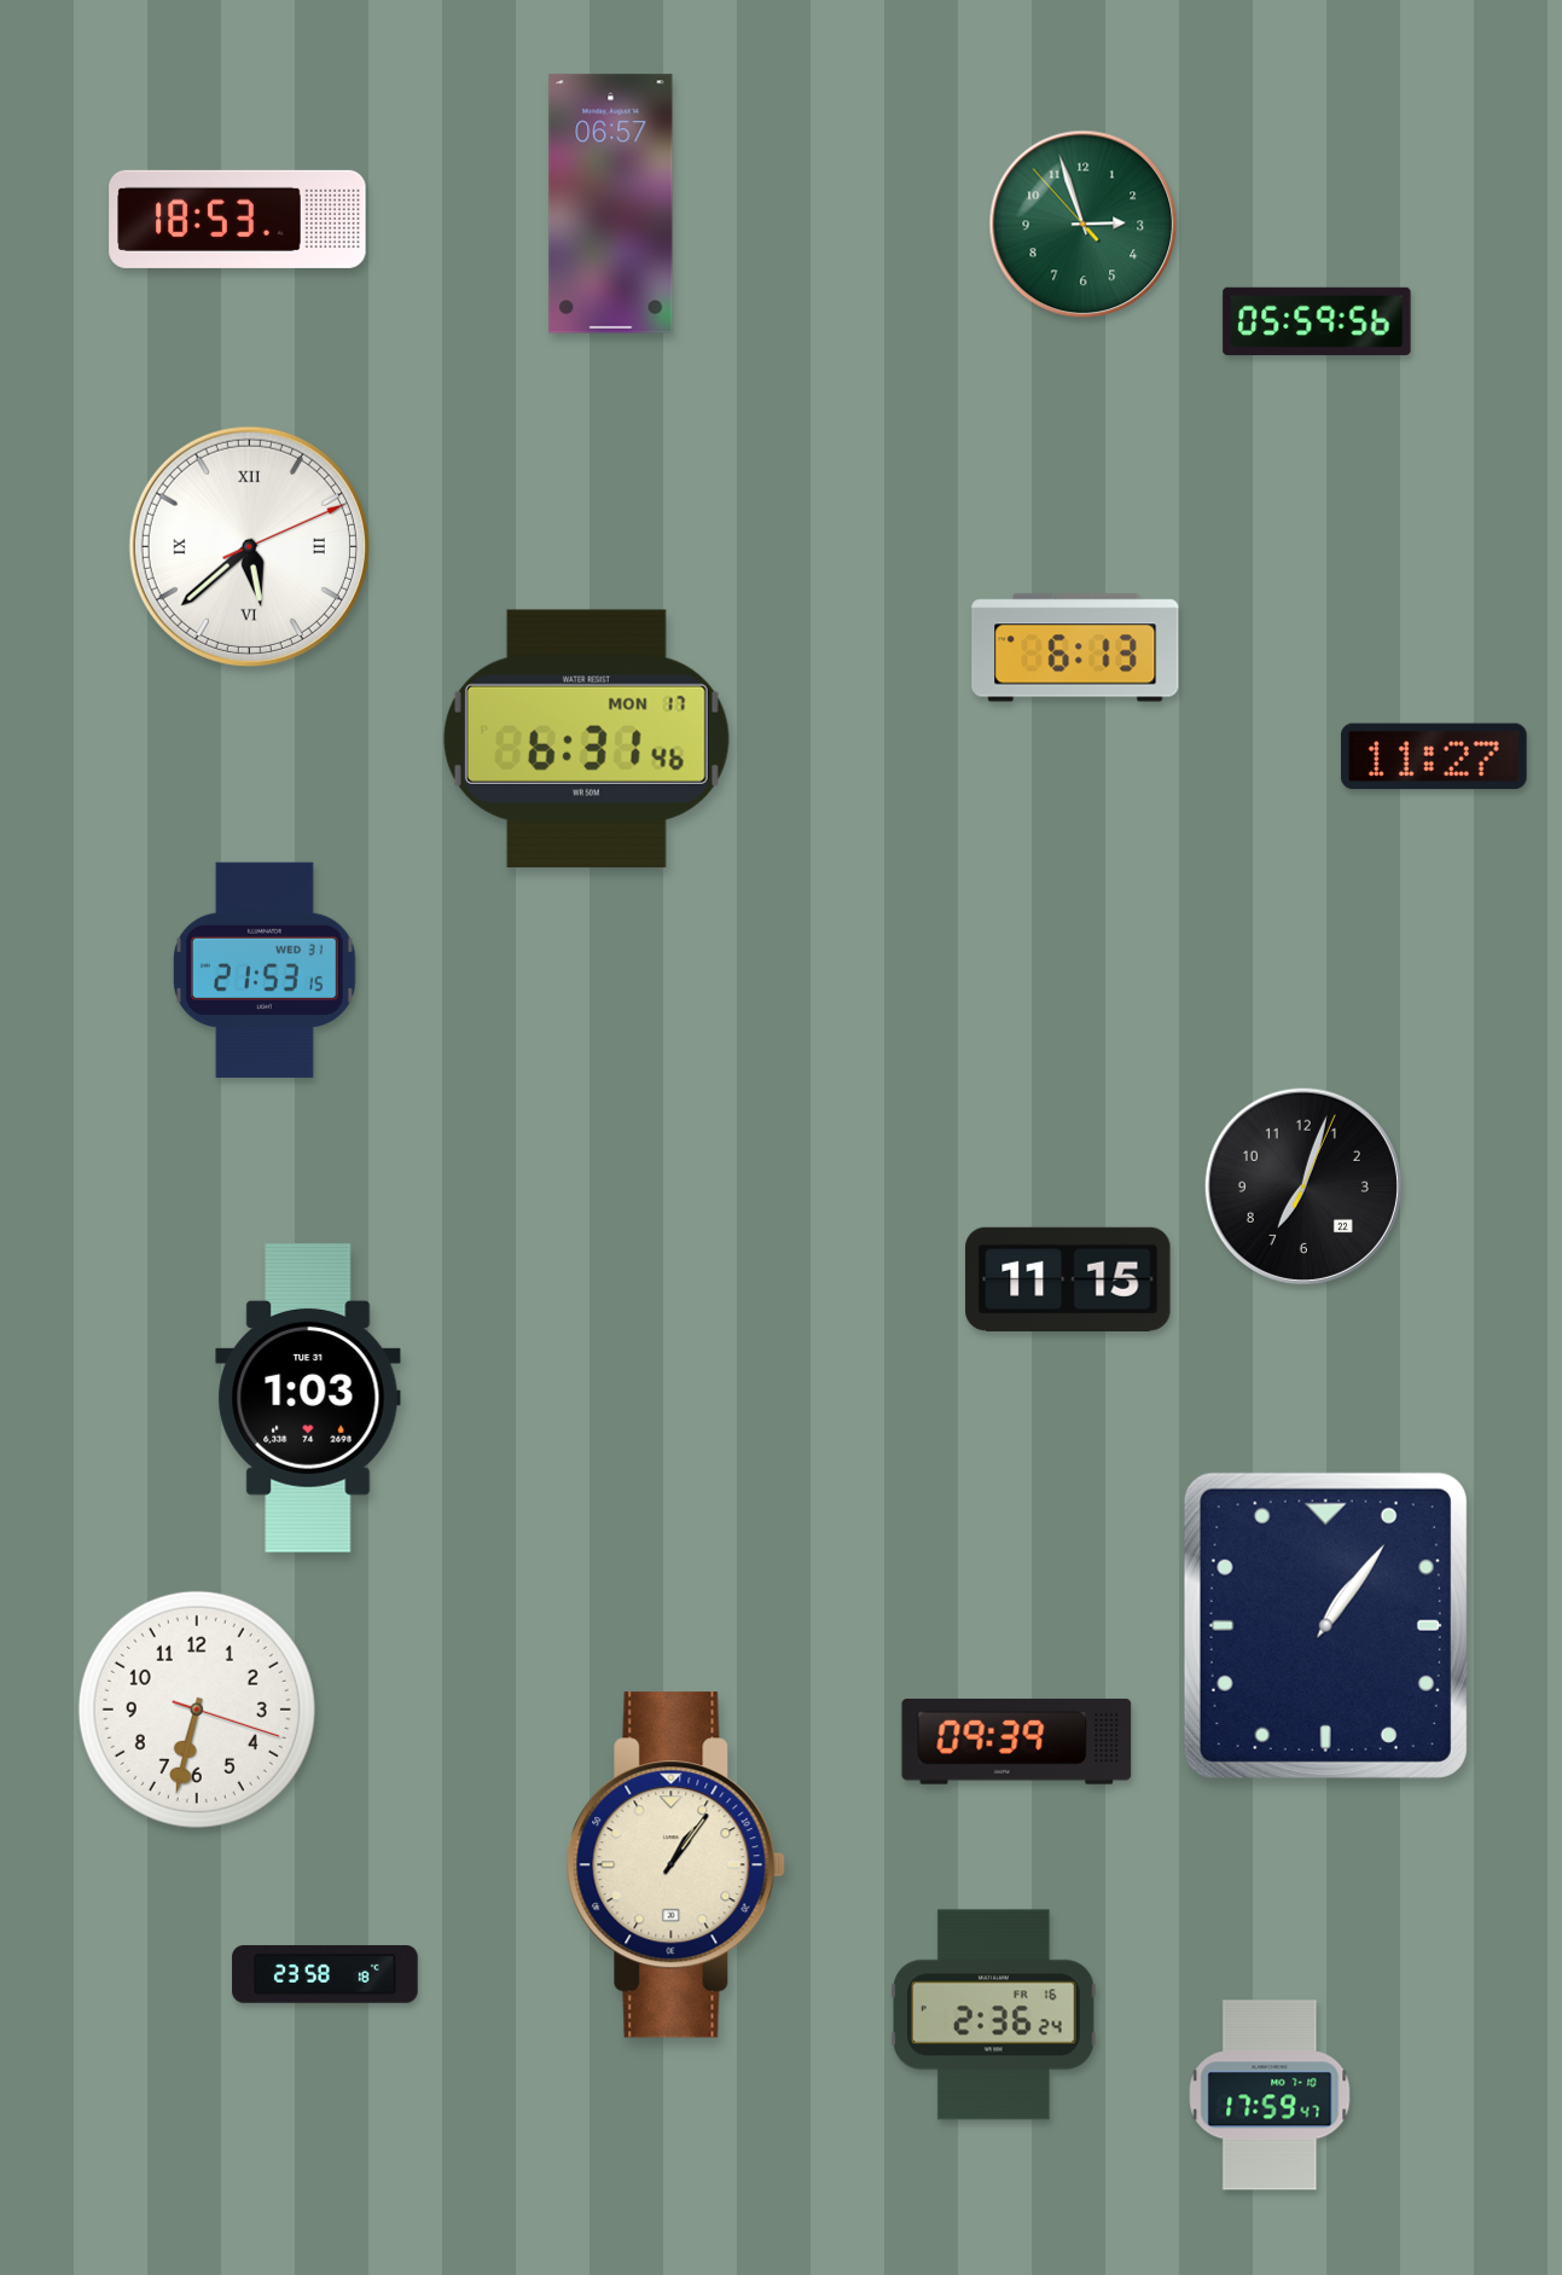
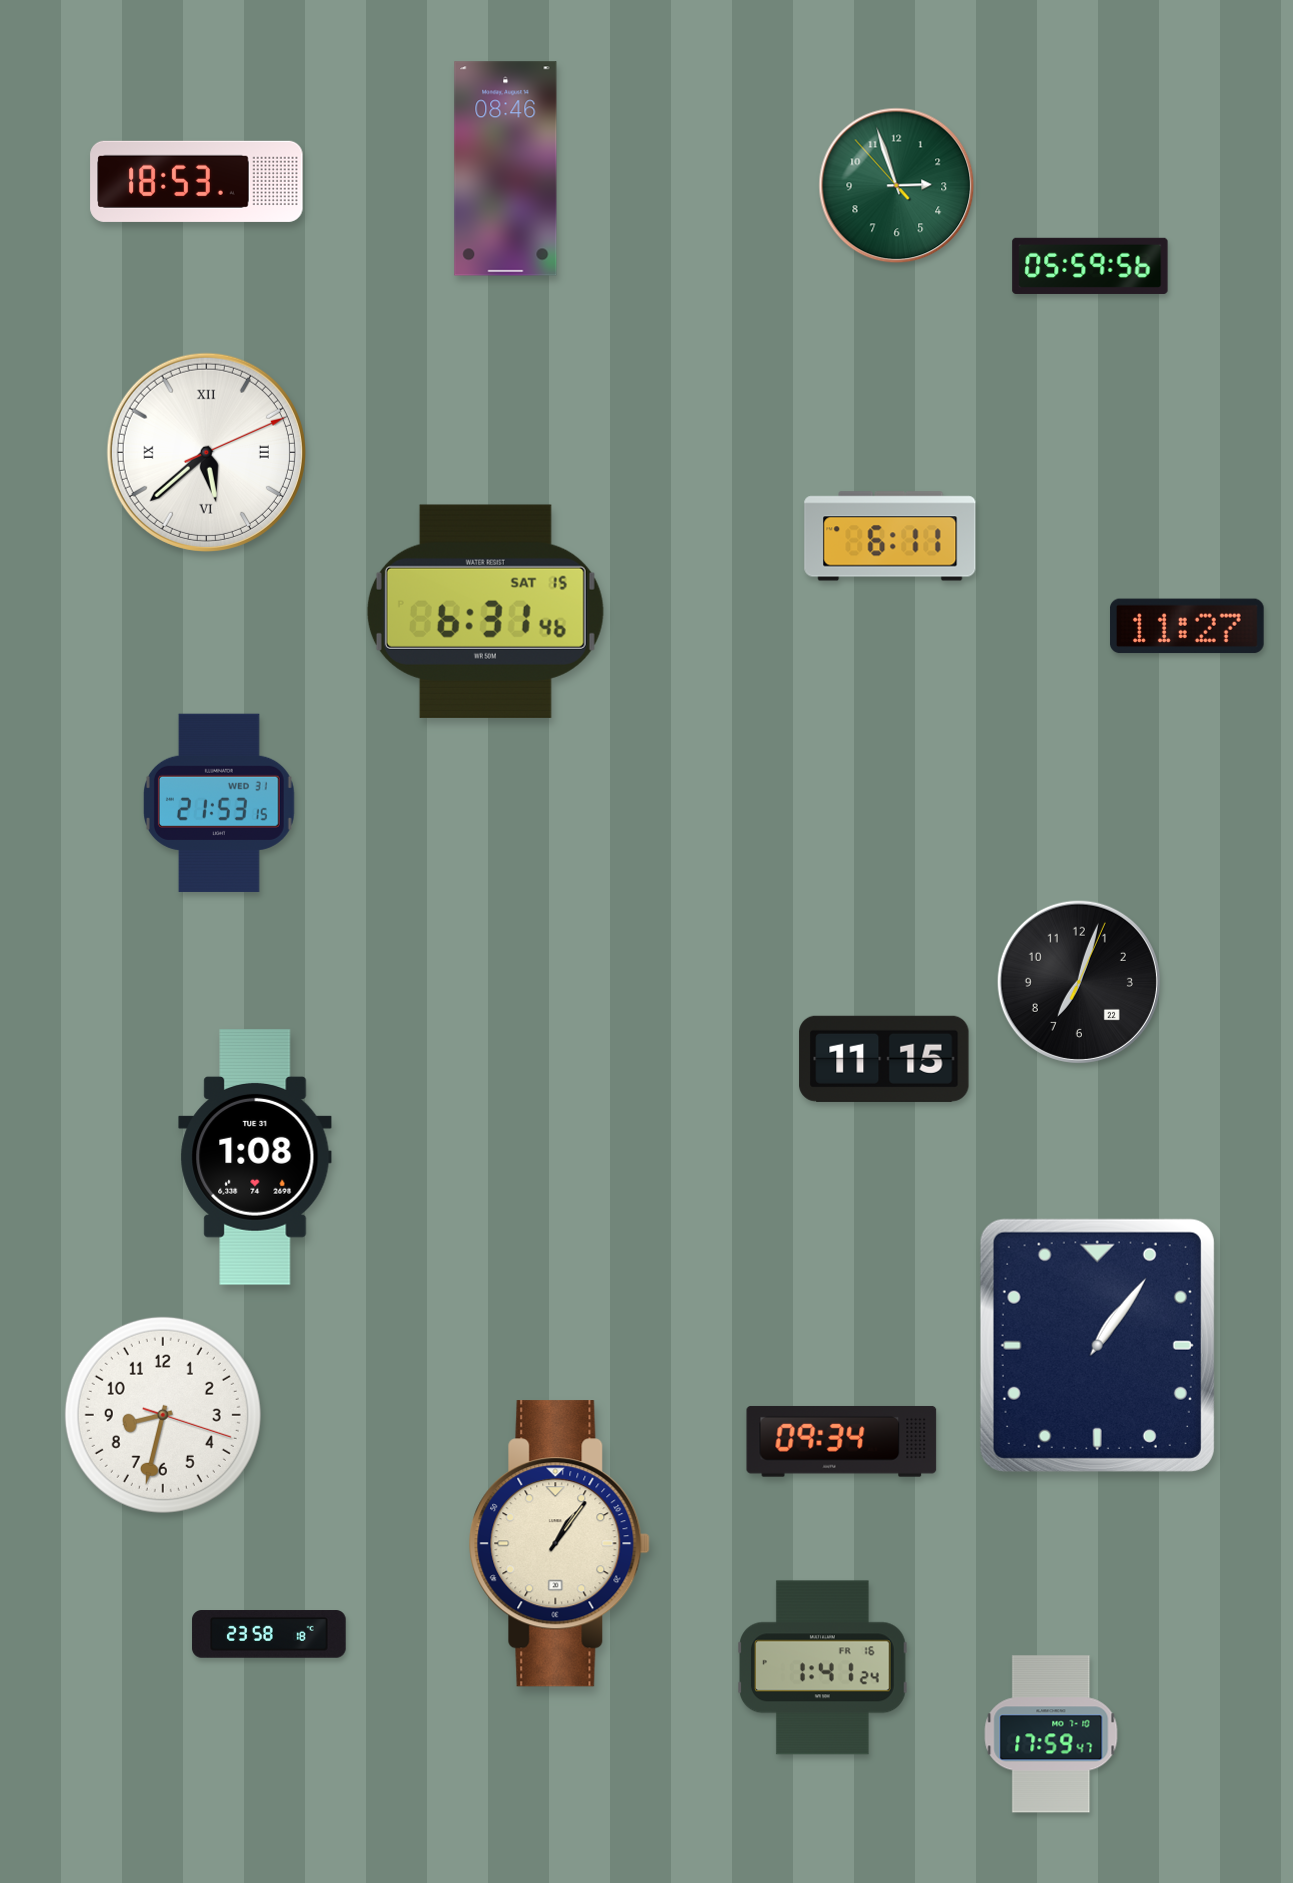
clock at (611, 204): 06:57 -> 08:46
clock at (1075, 648): 6:13 -> 6:11
clock at (586, 738) date: MON 17 -> SAT 15
clock at (308, 1398): 1:03 -> 1:08
clock at (197, 1710): 6:32 -> 8:32
clock at (1017, 1742): 09:39 -> 09:34
clock at (994, 2015): 2:36 -> 1:41
